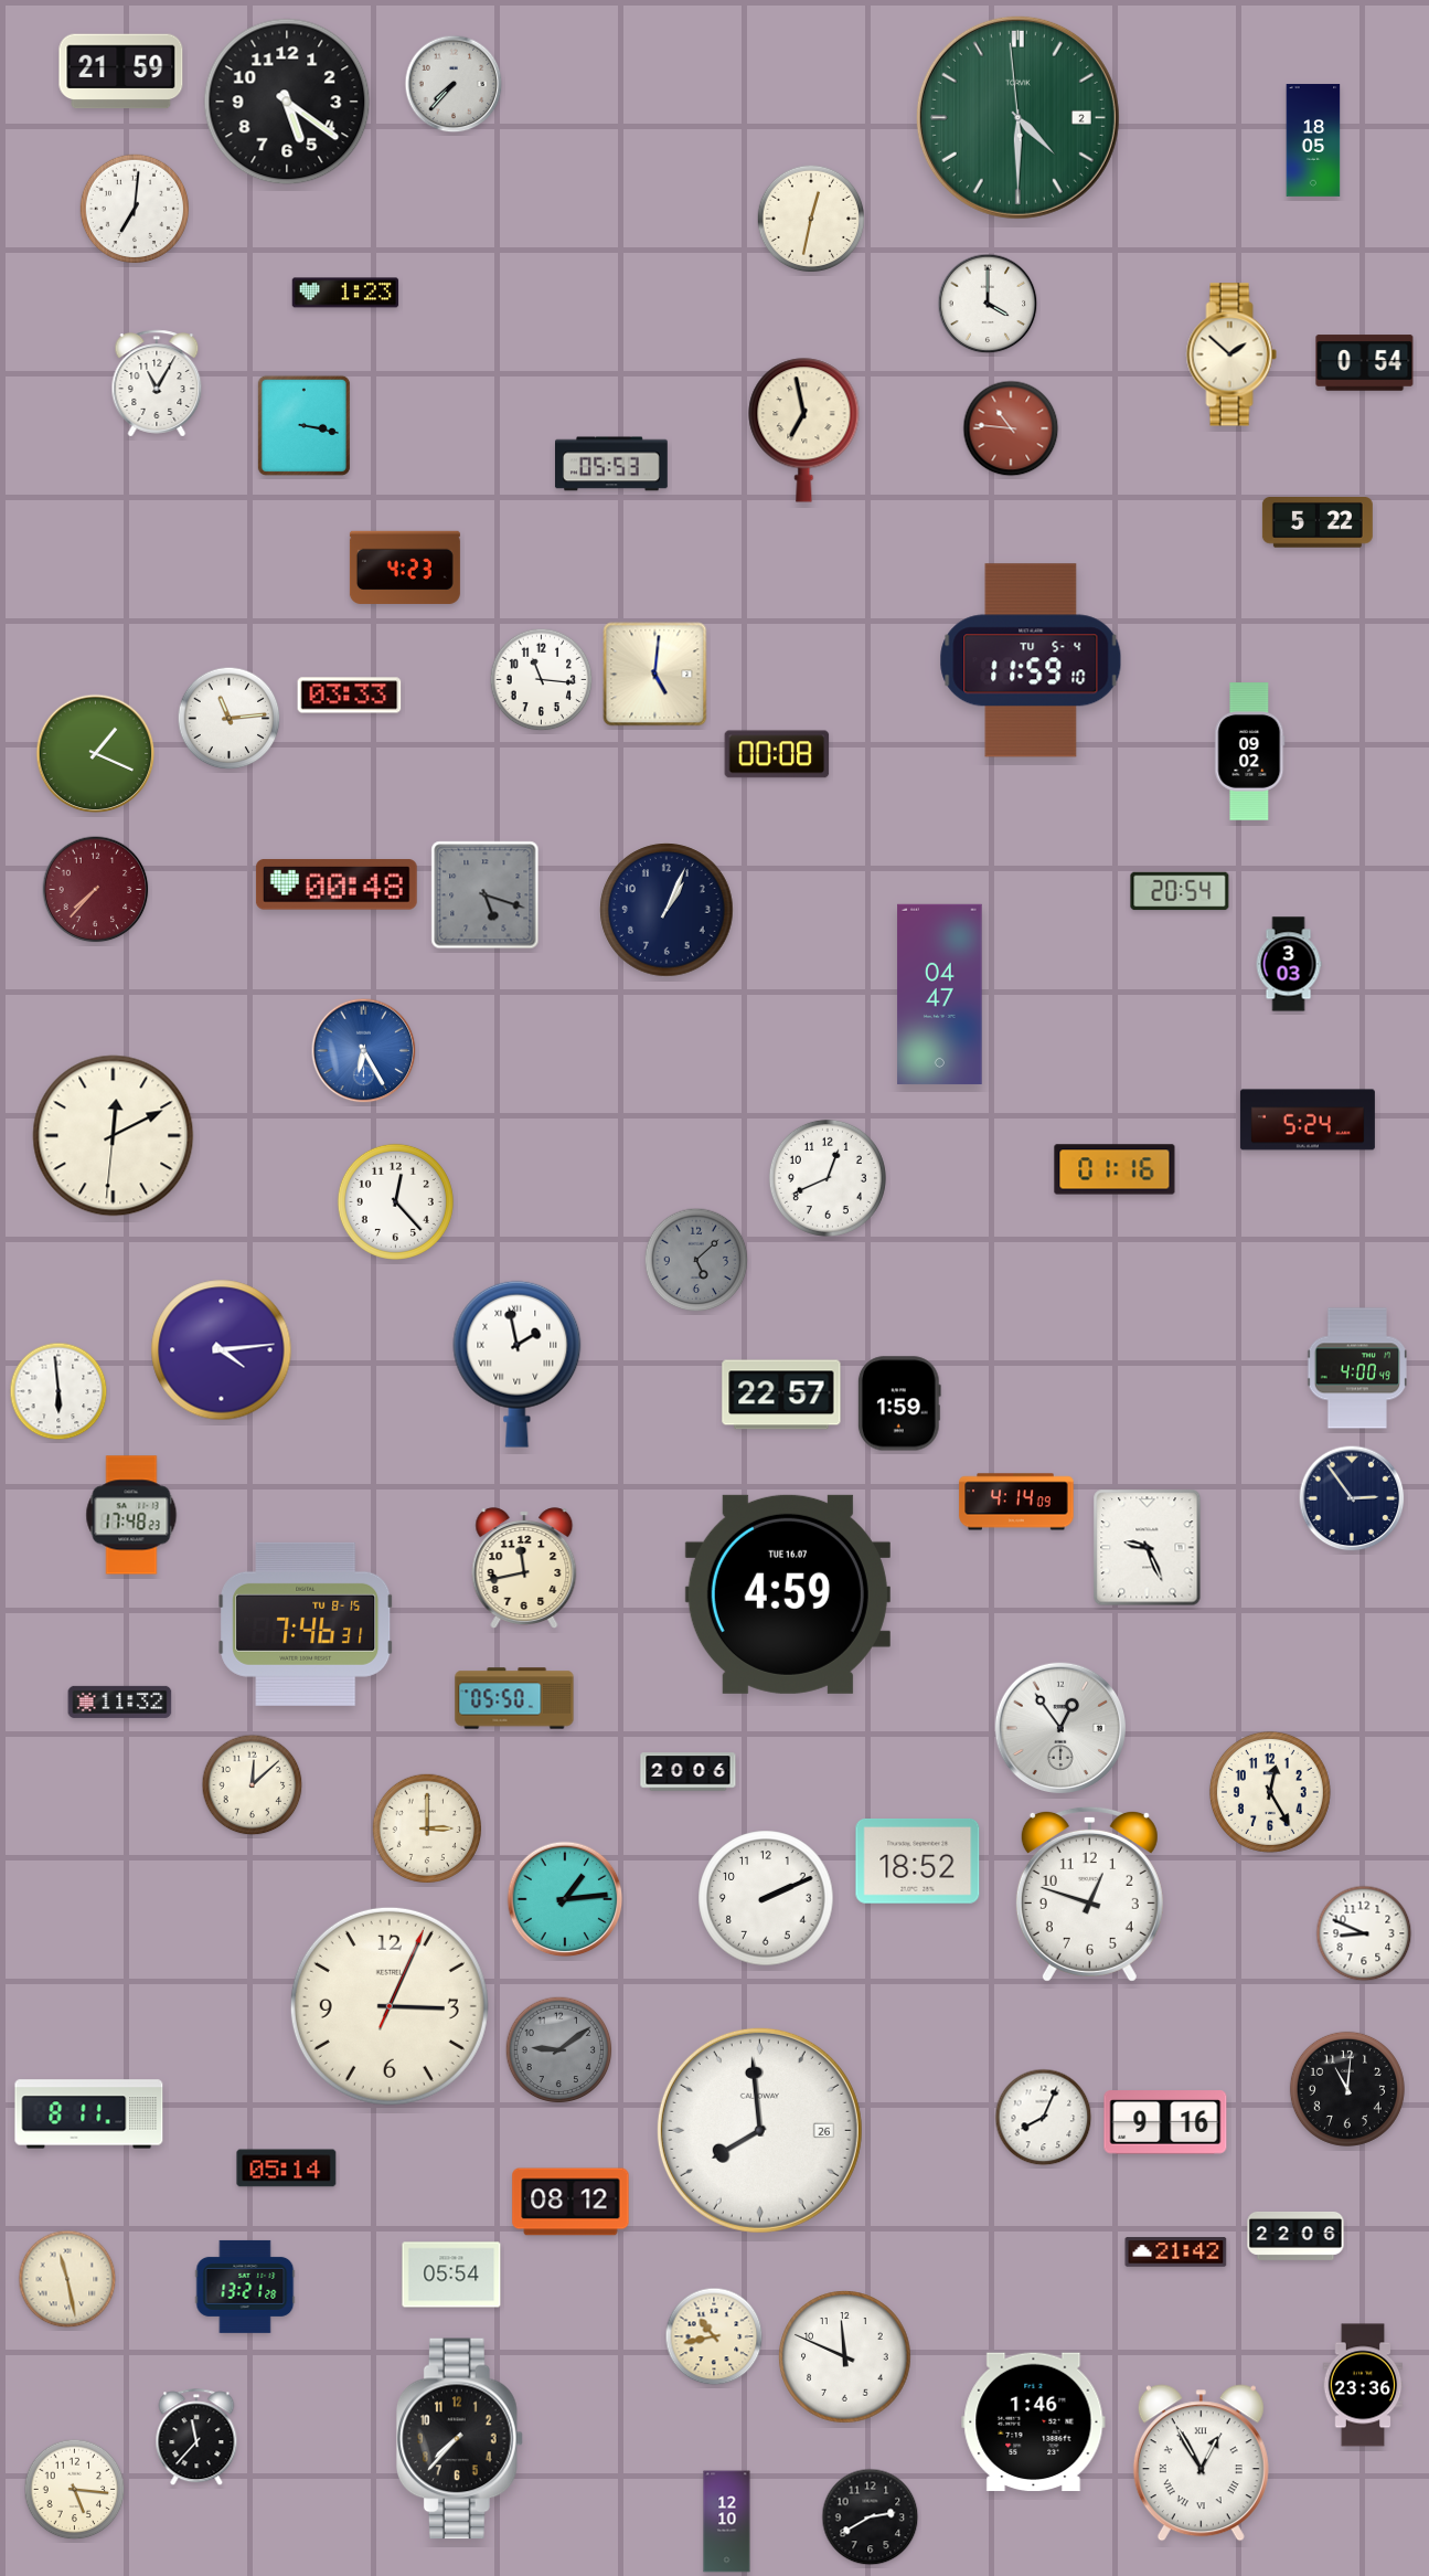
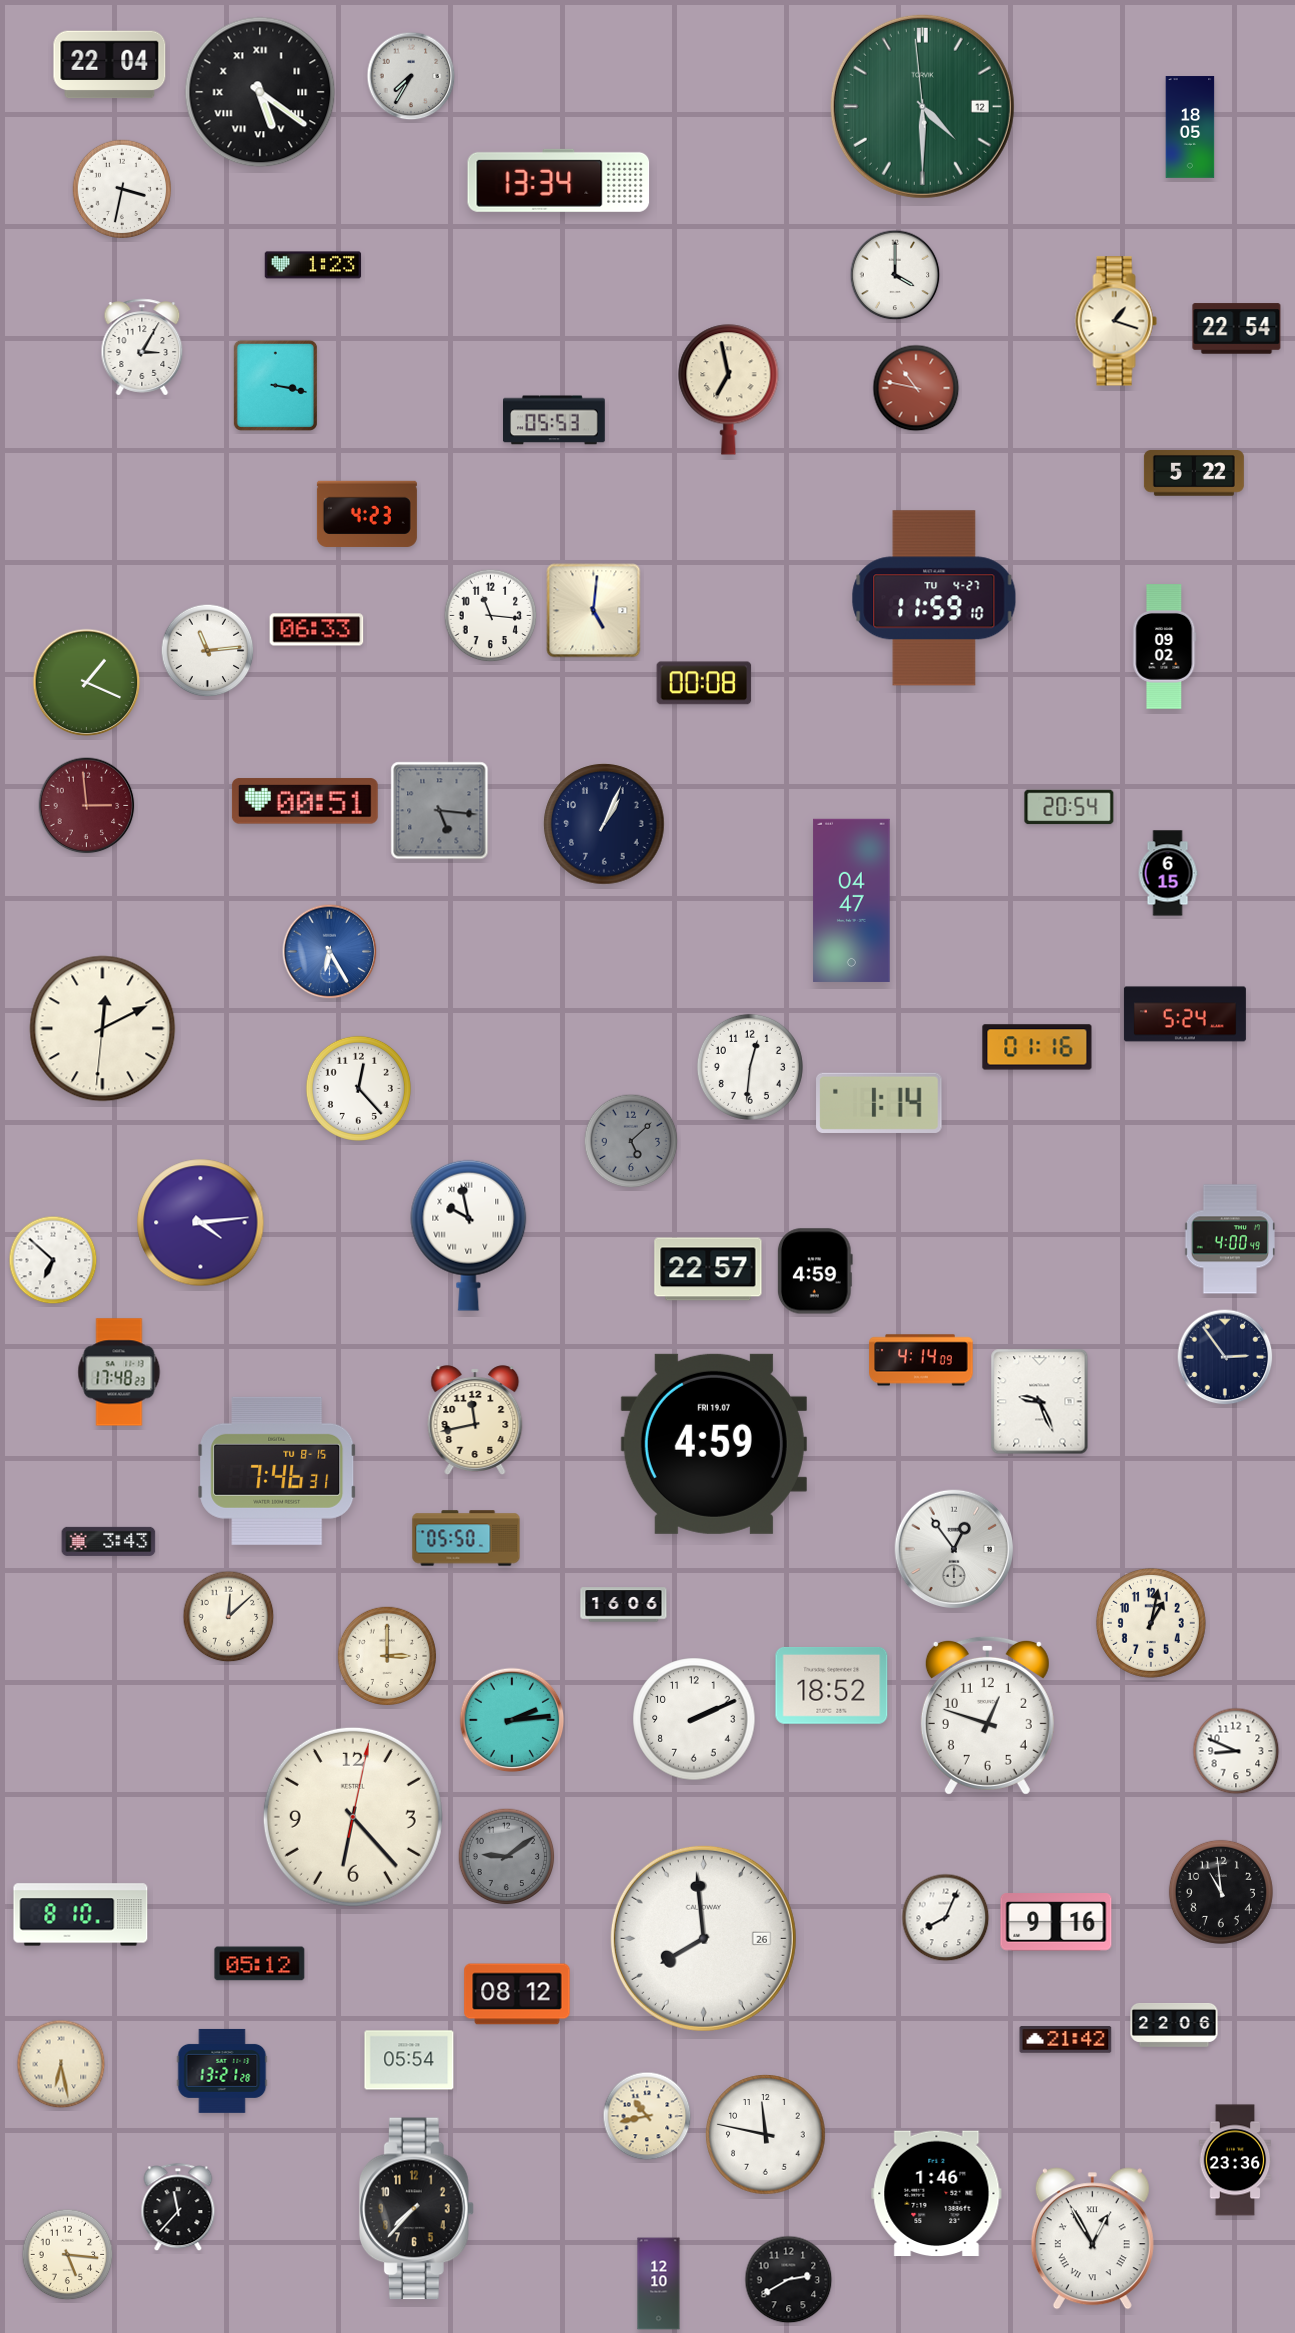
clock at (121, 72): 21:59 -> 22:04
clock at (454, 84): 7:37 -> 7:35
clock at (287, 102) numerals: Arabic -> Roman
clock at (1017, 117) date: 2 -> 12
clock at (559, 180): none -> 13:34
clock at (134, 208): 7:01 -> 3:32
clock at (811, 219): 12:32 -> none
clock at (1231, 354): 1:52 -> 1:18
clock at (1365, 363): 0:54 -> 22:54
clock at (157, 383): 11:05 -> 3:05
clock at (1011, 428): 10:46 -> 10:47
clock at (1031, 660) date: TU 5-4 -> TU 4-27
clock at (350, 696): 03:33 -> 06:33
clock at (1250, 752) position: (1250, 752) -> (1165, 647)
clock at (337, 884): 00:48 -> 00:51
clock at (96, 890): 7:37 -> 2:59
clock at (486, 895): 5:18 -> 5:16
clock at (1289, 964): 3:03 -> 6:15
clock at (1115, 1169) position: (1115, 1169) -> (1037, 1047)
clock at (828, 1178): 12:41 -> 12:31
clock at (879, 1103): none -> 1:14
clock at (518, 1364): 1:58 -> 9:58
clock at (58, 1391): 5:59 -> 6:52
clock at (781, 1395) position: (781, 1395) -> (708, 1269)
clock at (899, 1403): 1:59 -> 4:59
clock at (788, 1594) date: TUE 16.07 -> FRI 19.07
clock at (120, 1702): 11:32 -> 3:43
clock at (1060, 1728) position: (1060, 1728) -> (954, 1549)
clock at (689, 1772): 20:06 -> 16:06
clock at (1270, 1792): 12:25 -> 1:02
clock at (565, 1899): 1:14 -> 2:14
clock at (390, 2006): 3:04 -> 6:23
clock at (1347, 2089): 11:01 -> 10:59
clock at (89, 2114): 8:11 -> 8:10
clock at (759, 2130) position: (759, 2130) -> (703, 1938)
clock at (287, 2169): 05:14 -> 05:12
clock at (67, 2279): 11:28 -> 6:28
clock at (845, 2357): 11:49 -> 11:47
clock at (1201, 2463) position: (1201, 2463) -> (1092, 2239)
